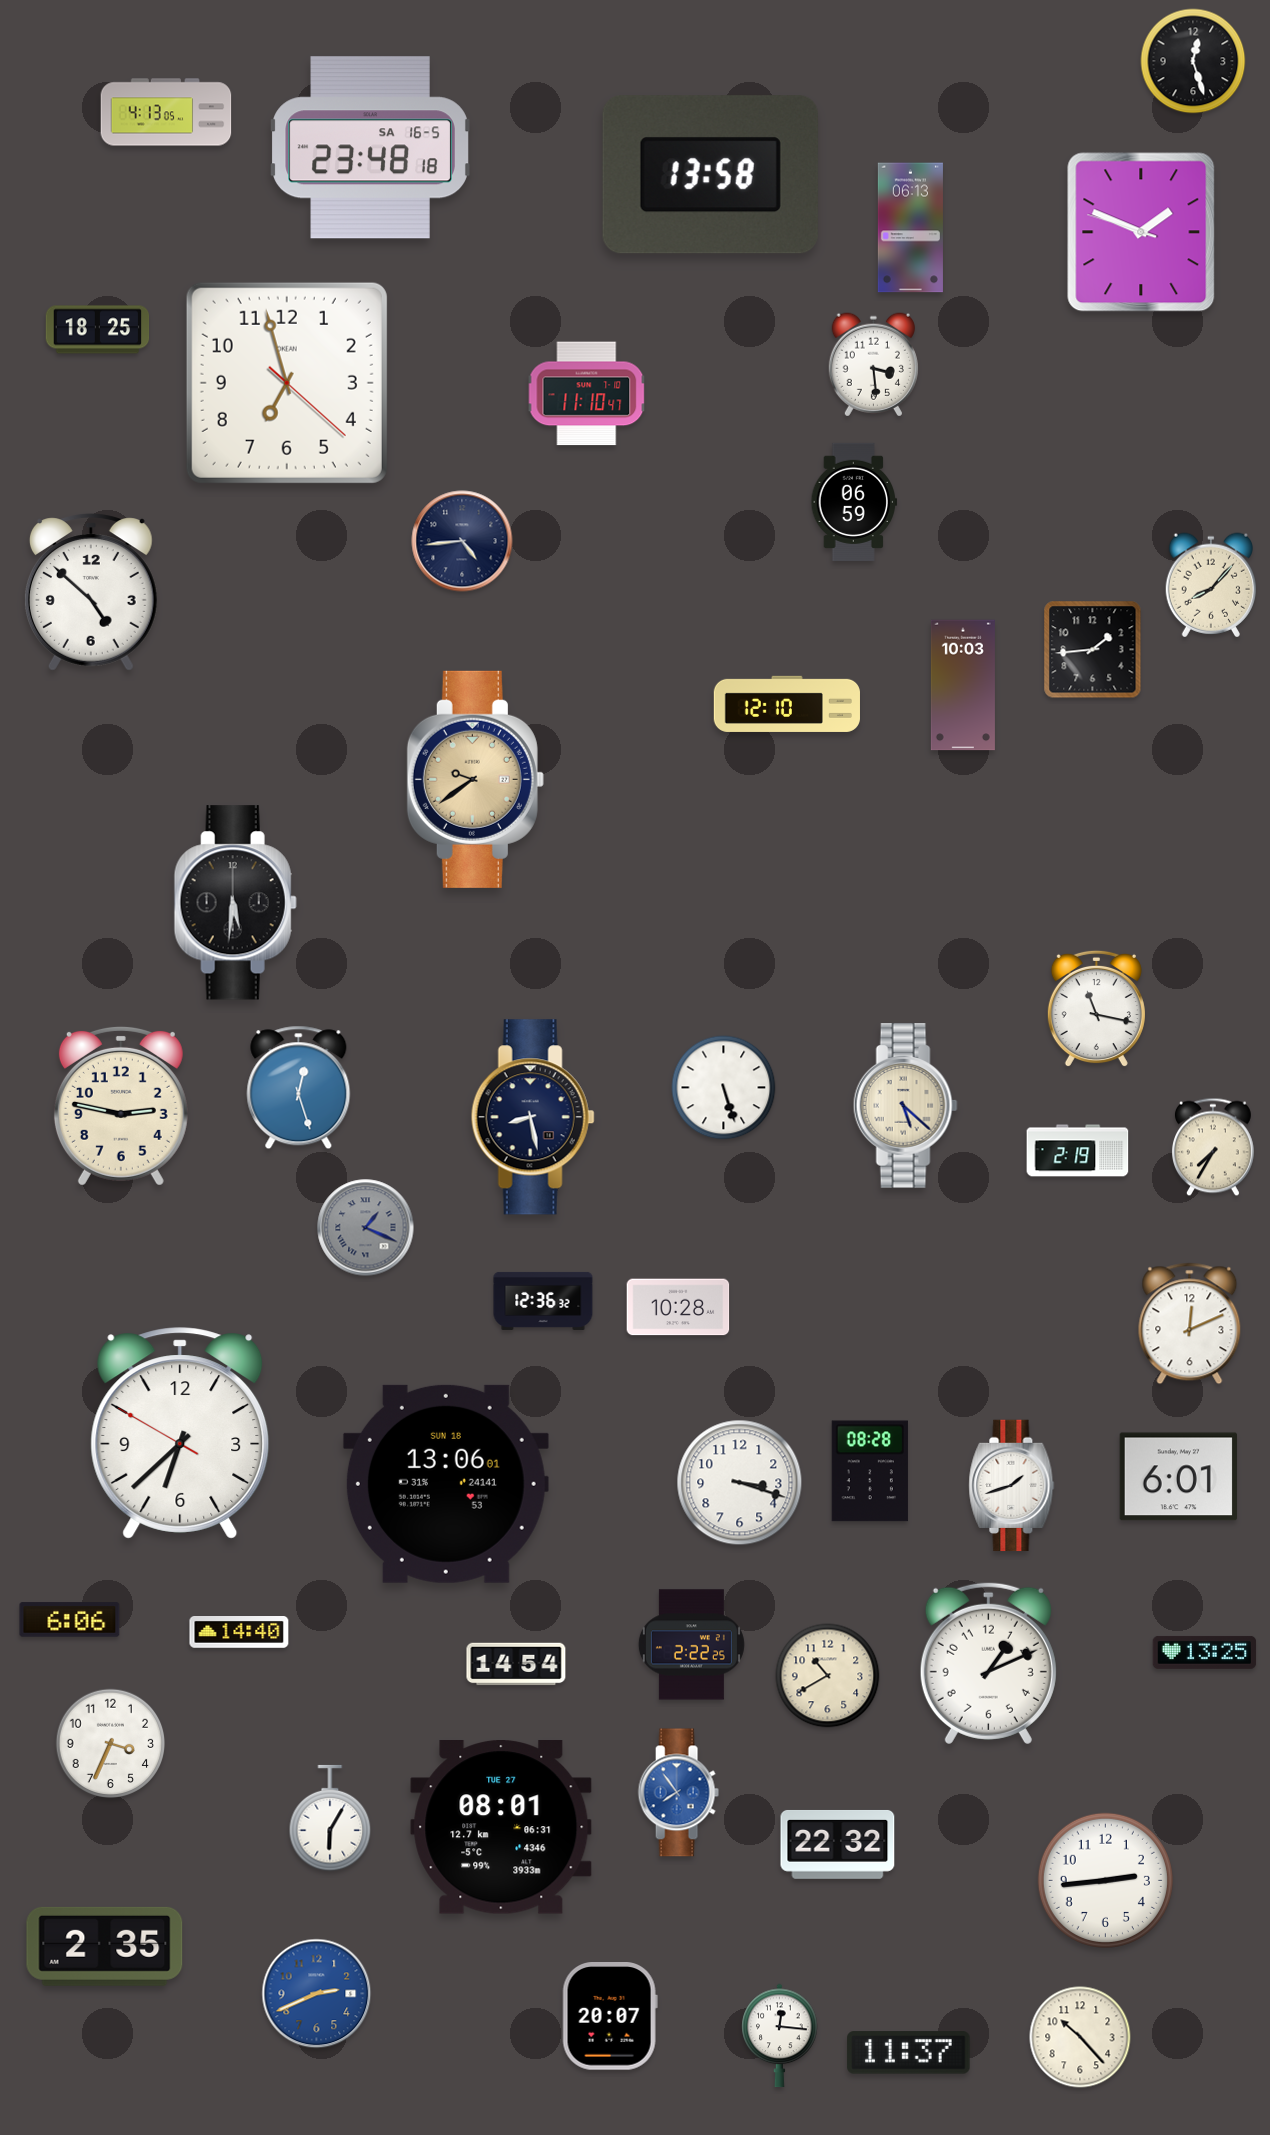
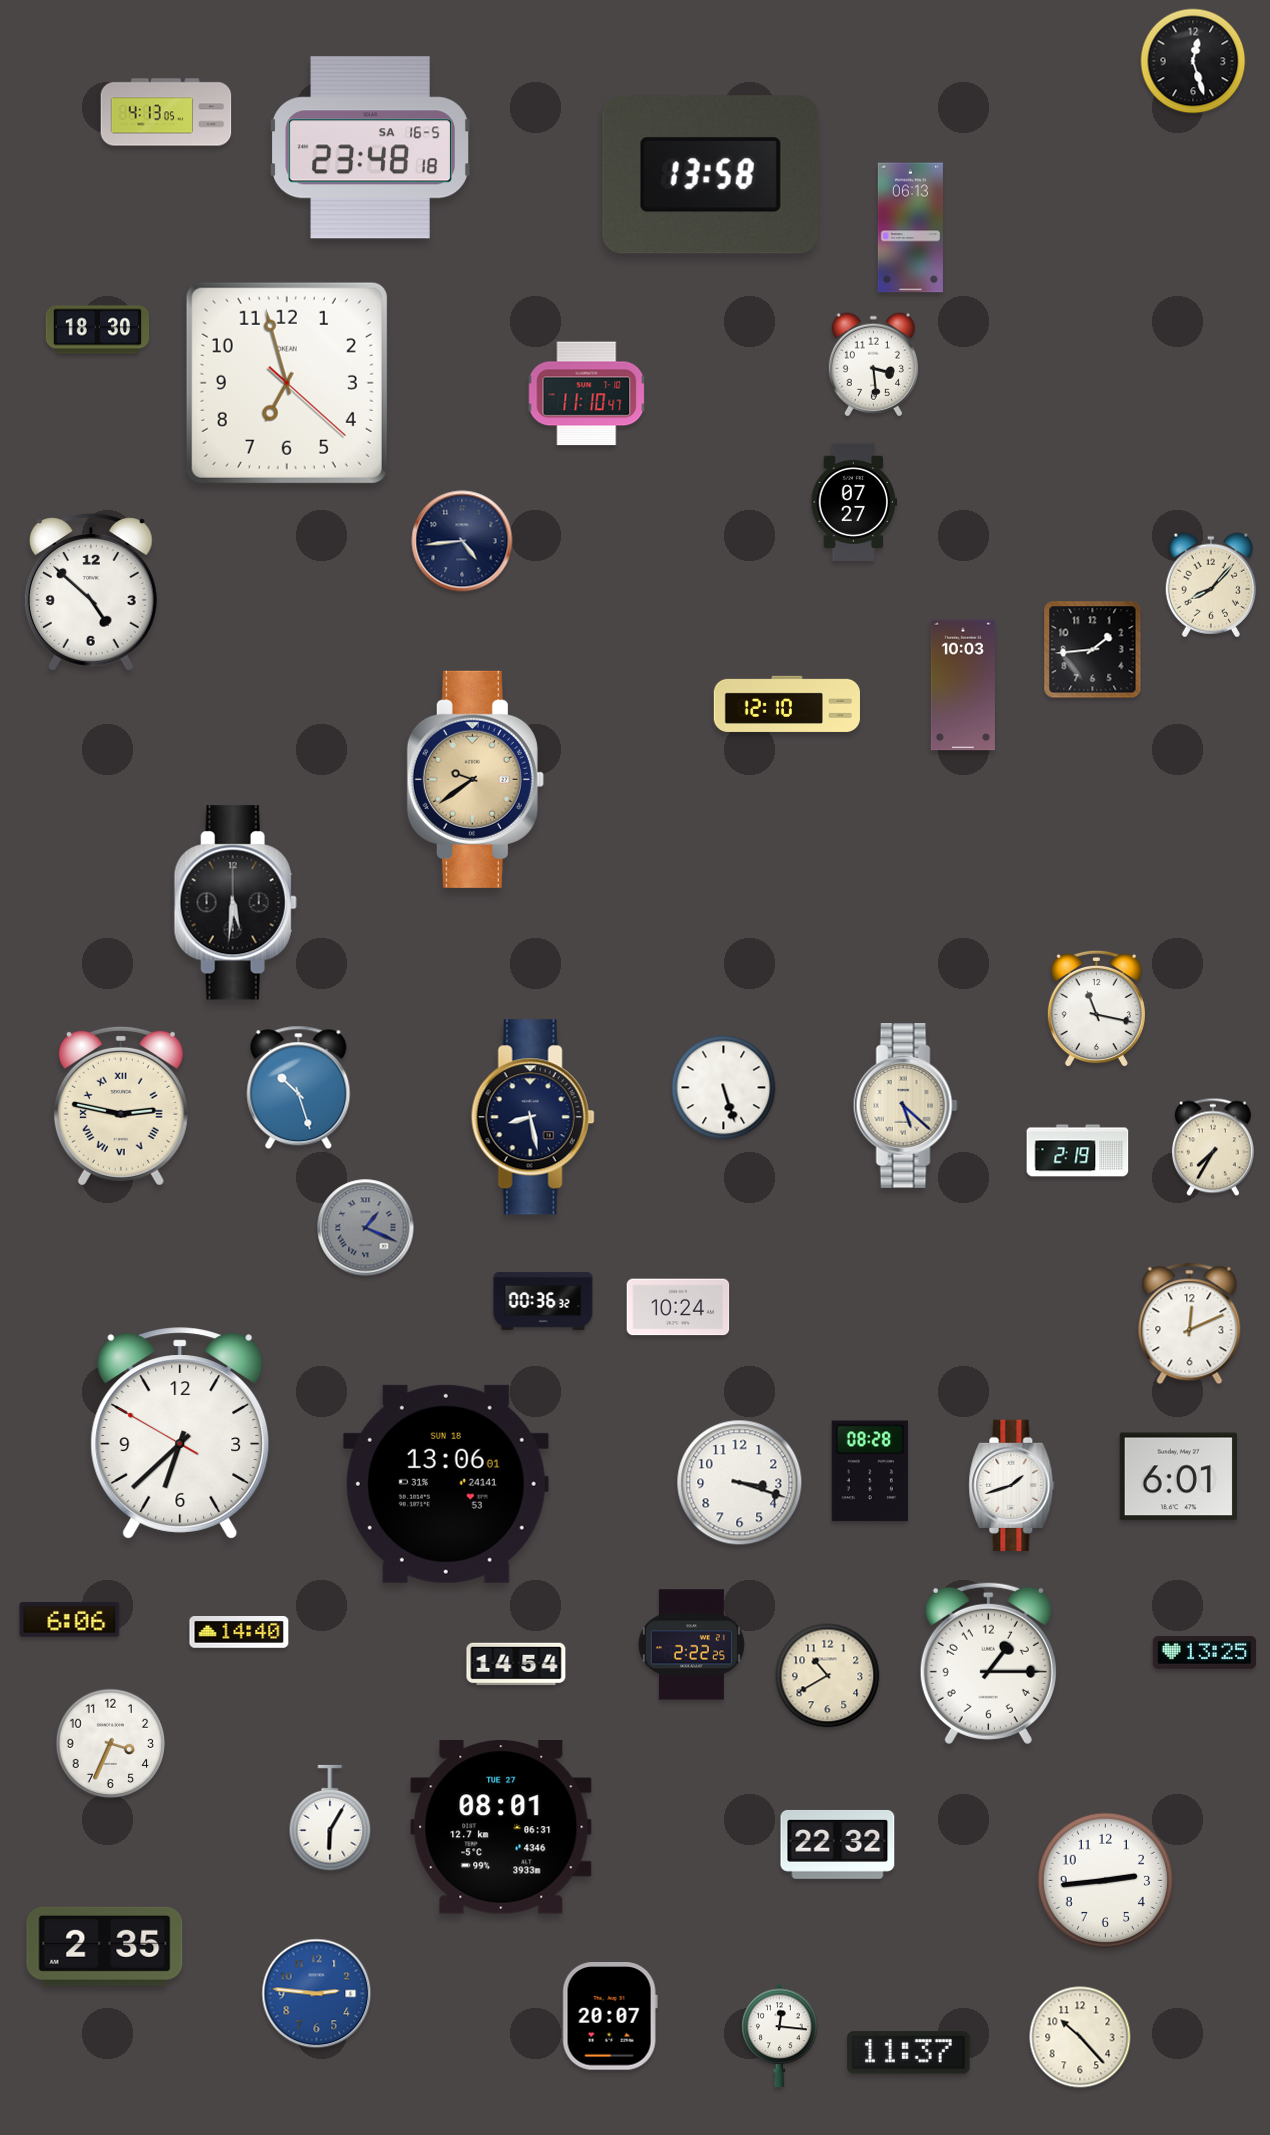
clock at (1141, 232): 1:48 -> none
clock at (98, 330): 18:25 -> 18:30
clock at (854, 502): 06:59 -> 07:27
clock at (299, 1088): 12:27 -> 10:27
clock at (121, 1106) numerals: Arabic -> Roman
clock at (543, 1301): 12:36 -> 00:36
clock at (678, 1307): 10:28 -> 10:24
clock at (988, 1663): 1:11 -> 1:15
clock at (678, 1793): 7:54 -> none
clock at (317, 1994): 2:41 -> 2:46
